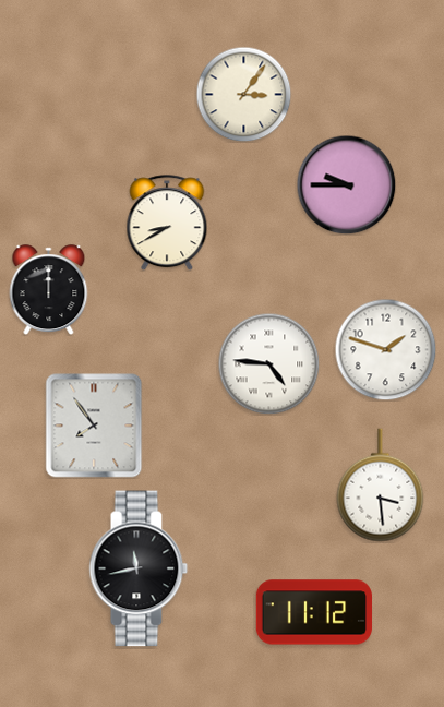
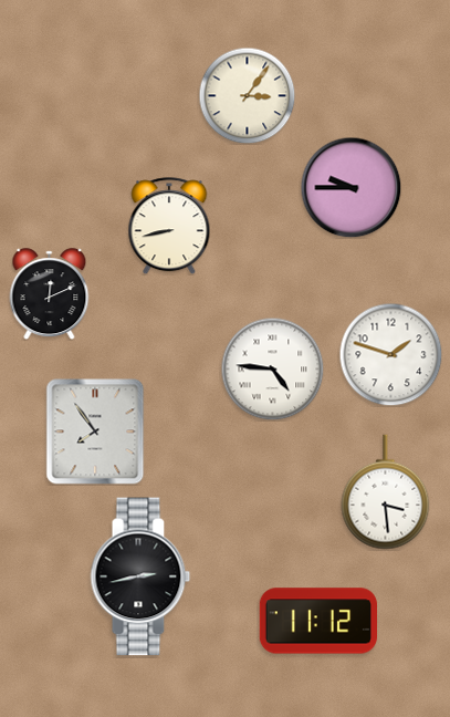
clock at (167, 223): 8:40 -> 8:43
clock at (49, 290): 12:00 -> 12:11
clock at (139, 568): 11:43 -> 2:43
